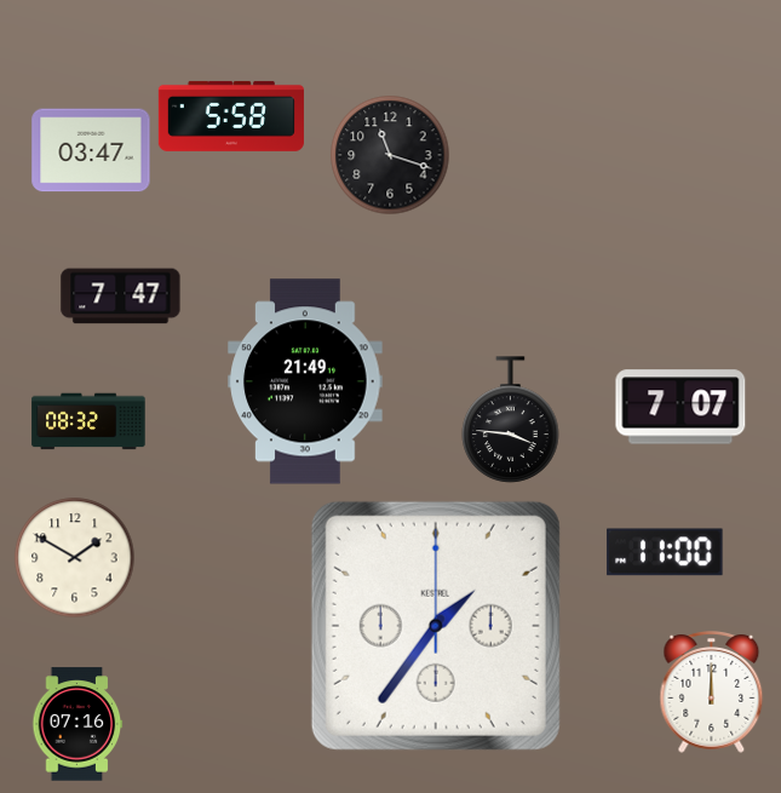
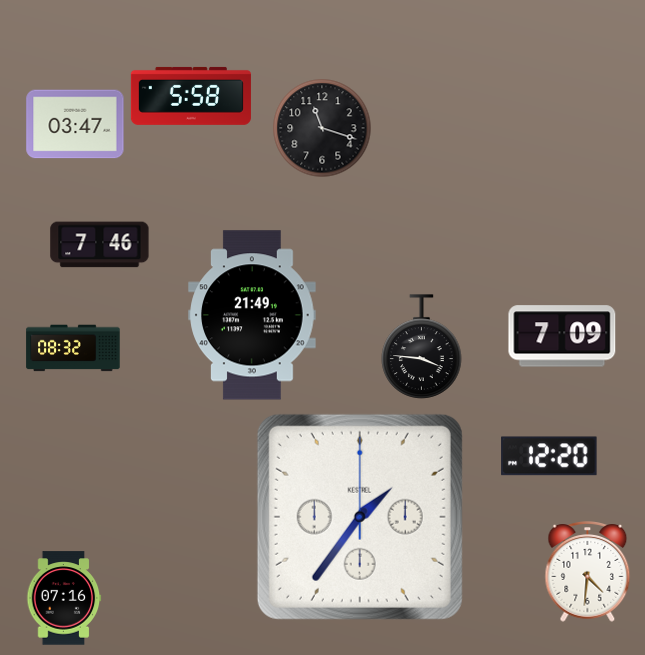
clock at (121, 297): 7:47 -> 7:46
clock at (680, 407): 7:07 -> 7:09
clock at (665, 552): 11:00 -> 12:20
clock at (75, 558): 1:50 -> none
clock at (712, 693): 12:00 -> 4:31
